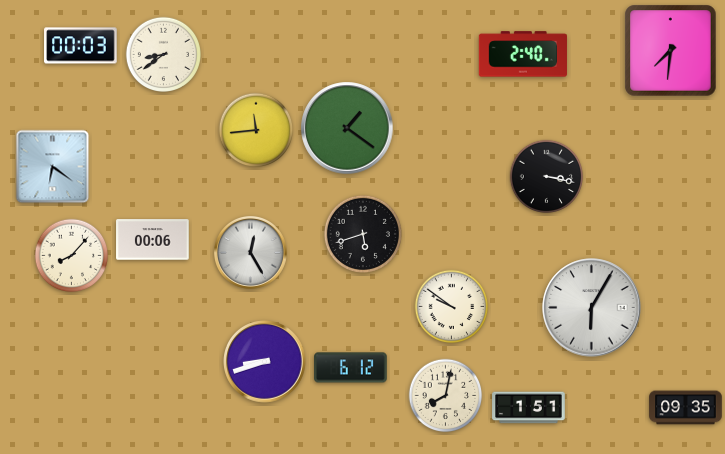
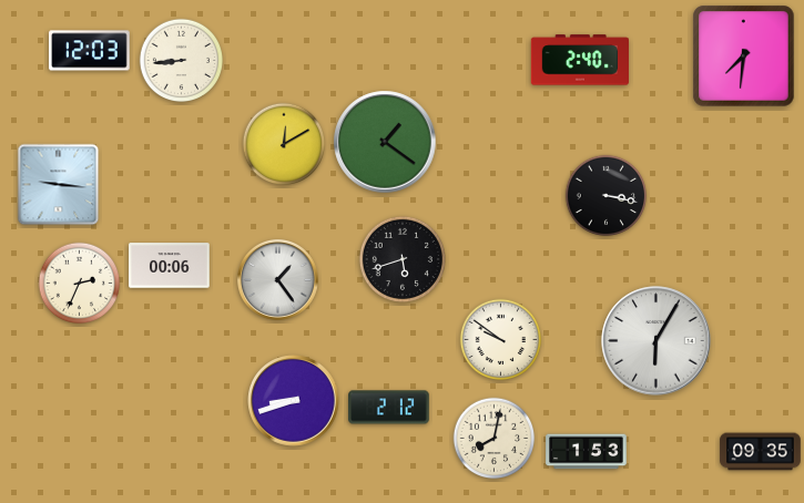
clock at (81, 46): 00:03 -> 12:03
clock at (163, 54): 8:39 -> 8:44
clock at (256, 130): 11:44 -> 12:10
clock at (53, 167): 6:21 -> 9:16
clock at (250, 252): 12:25 -> 1:24
clock at (72, 256): 8:07 -> 2:34
clock at (351, 368): 6:12 -> 2:12
clock at (529, 408): 1:51 -> 1:53
